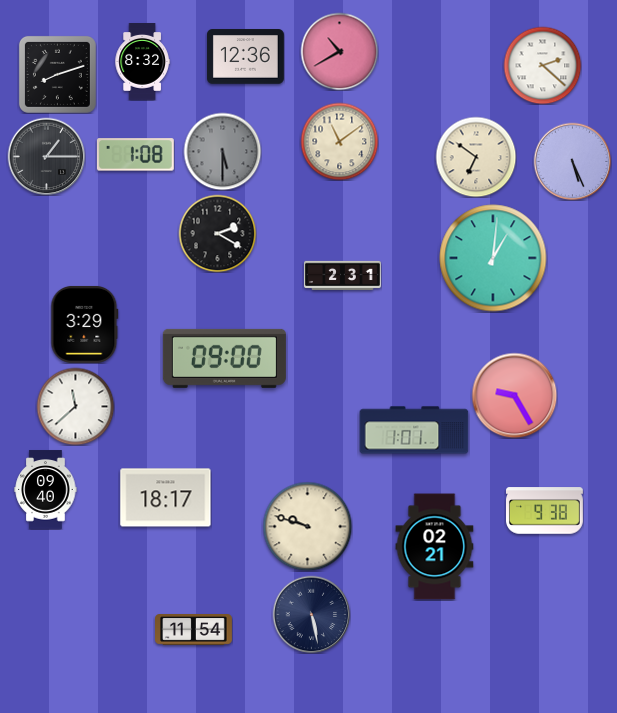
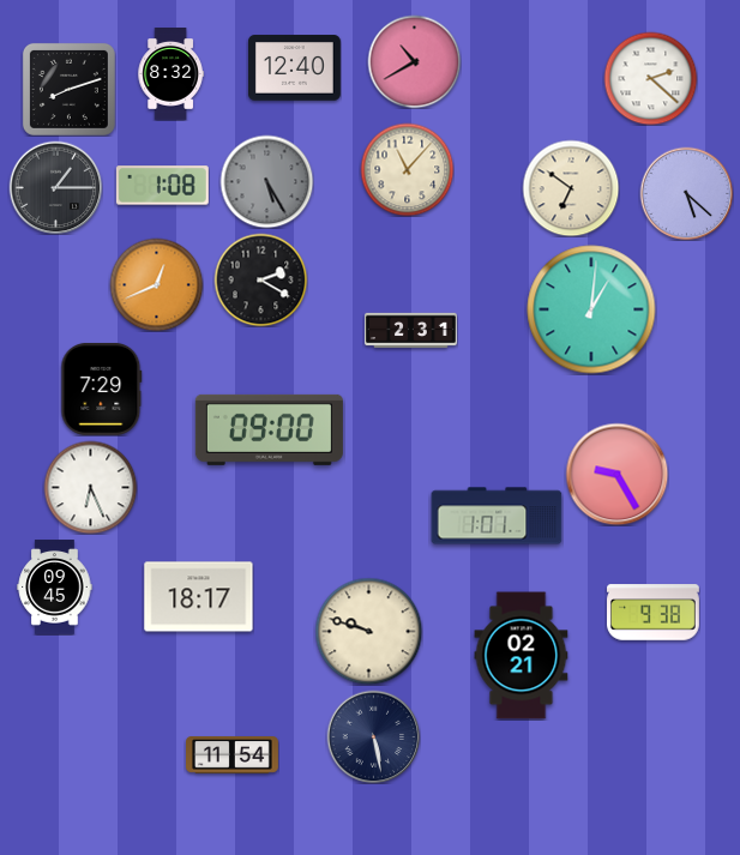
clock at (339, 51) position: (339, 51) -> (414, 61)
clock at (245, 57): 12:36 -> 12:40
clock at (339, 141): 11:09 -> 11:07
clock at (222, 151): 5:30 -> 5:25
clock at (572, 161): 5:26 -> 5:22
clock at (156, 284): none -> 12:41
clock at (85, 324): 3:29 -> 7:29
clock at (75, 406): 11:38 -> 6:26
clock at (46, 490): 09:40 -> 09:45
